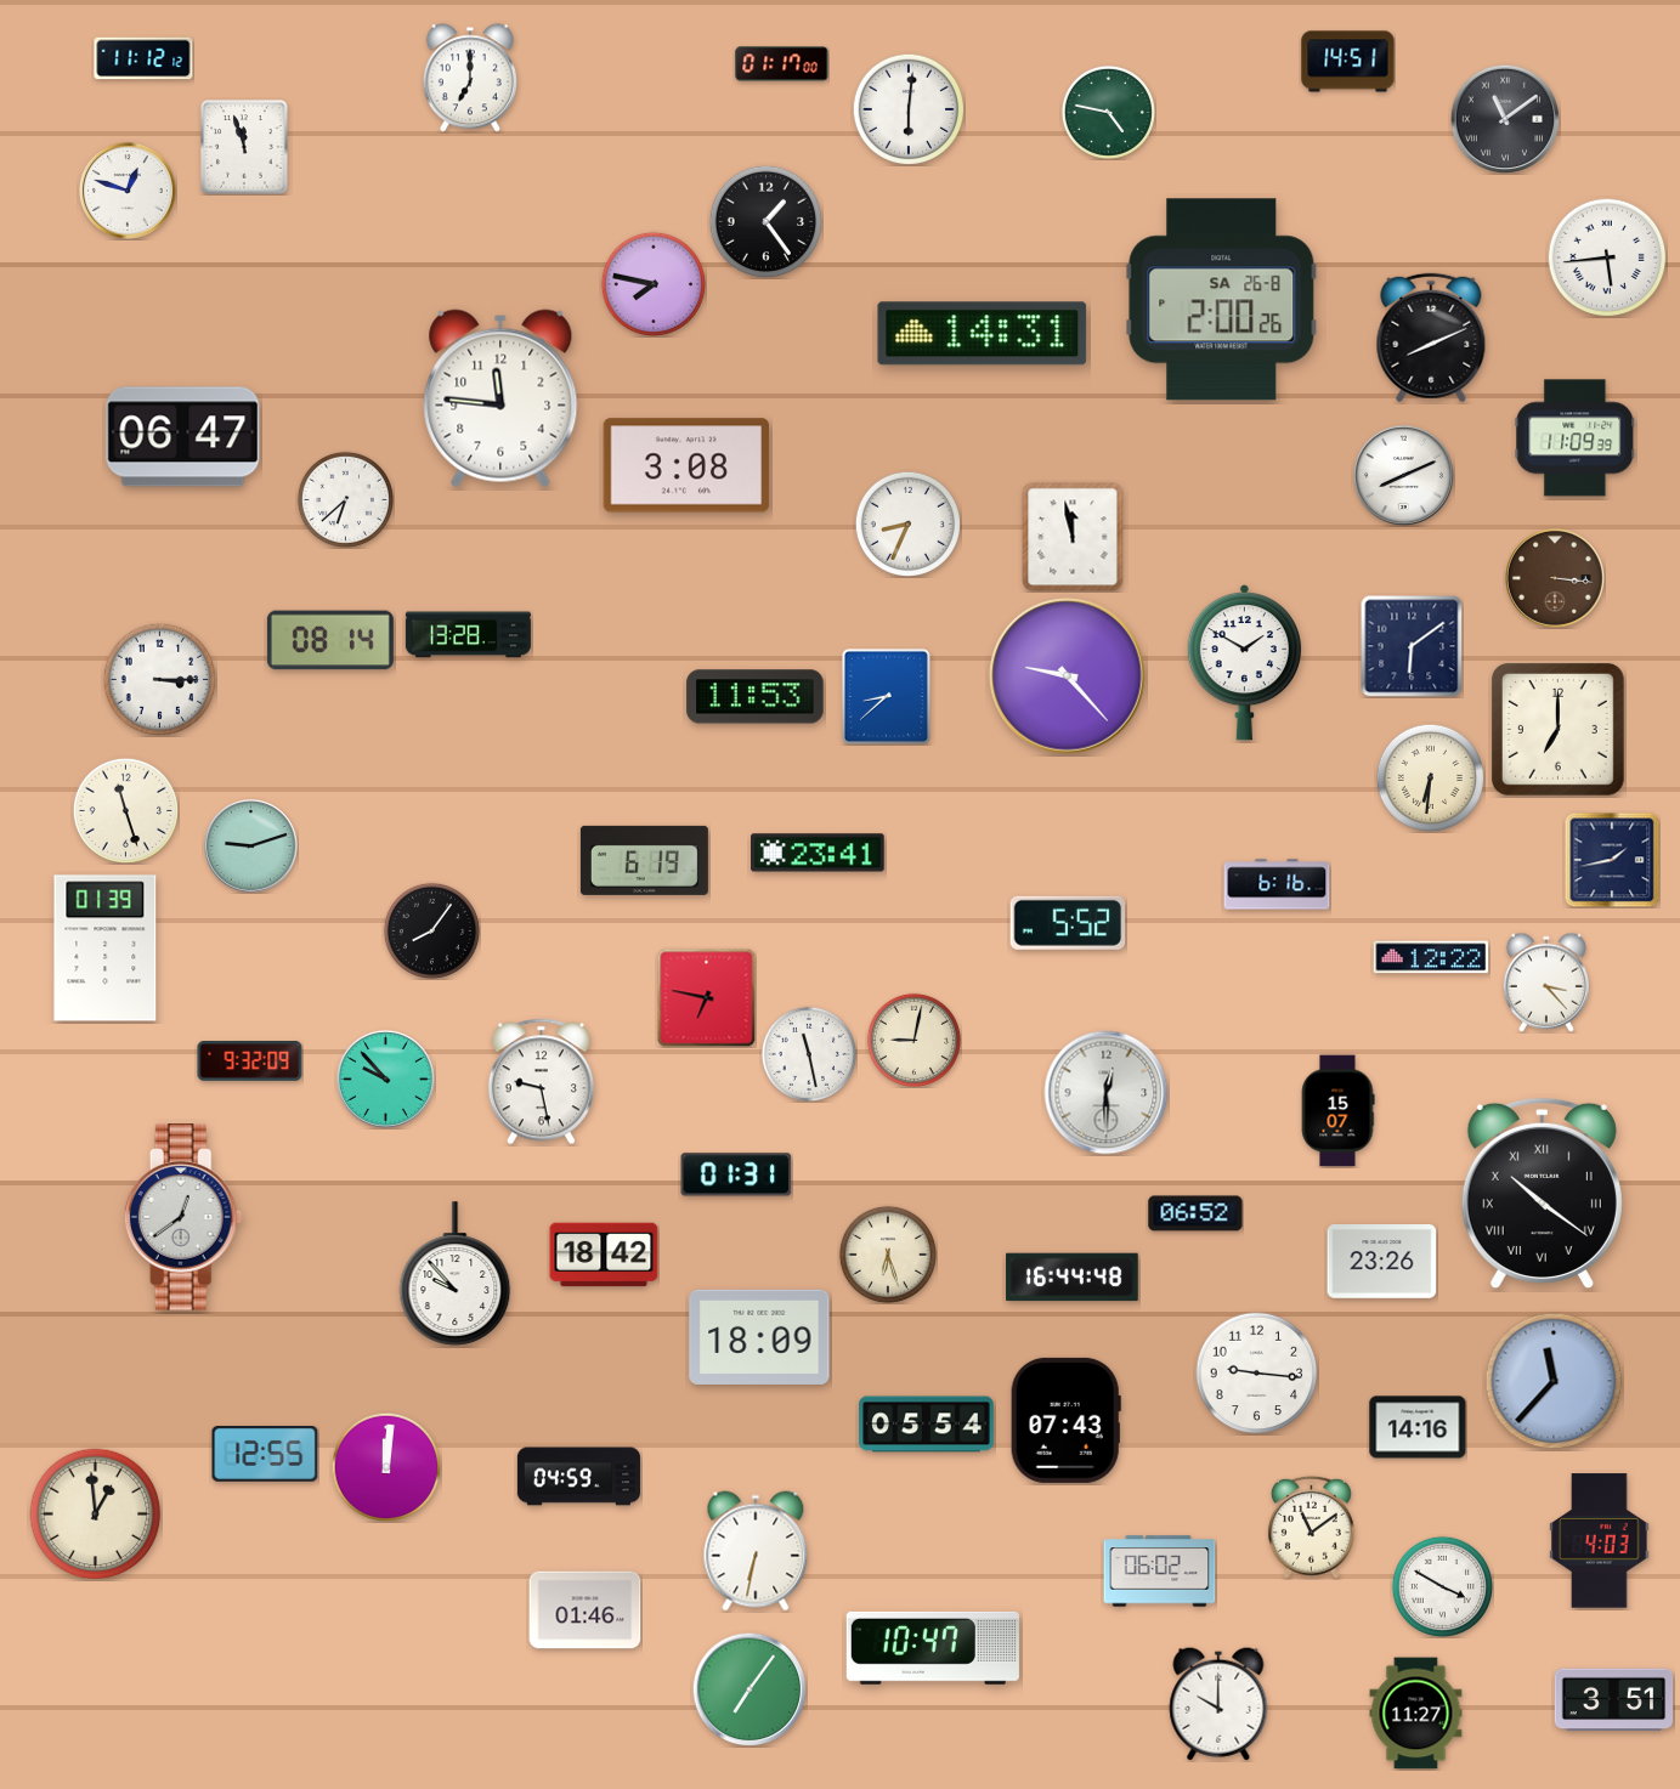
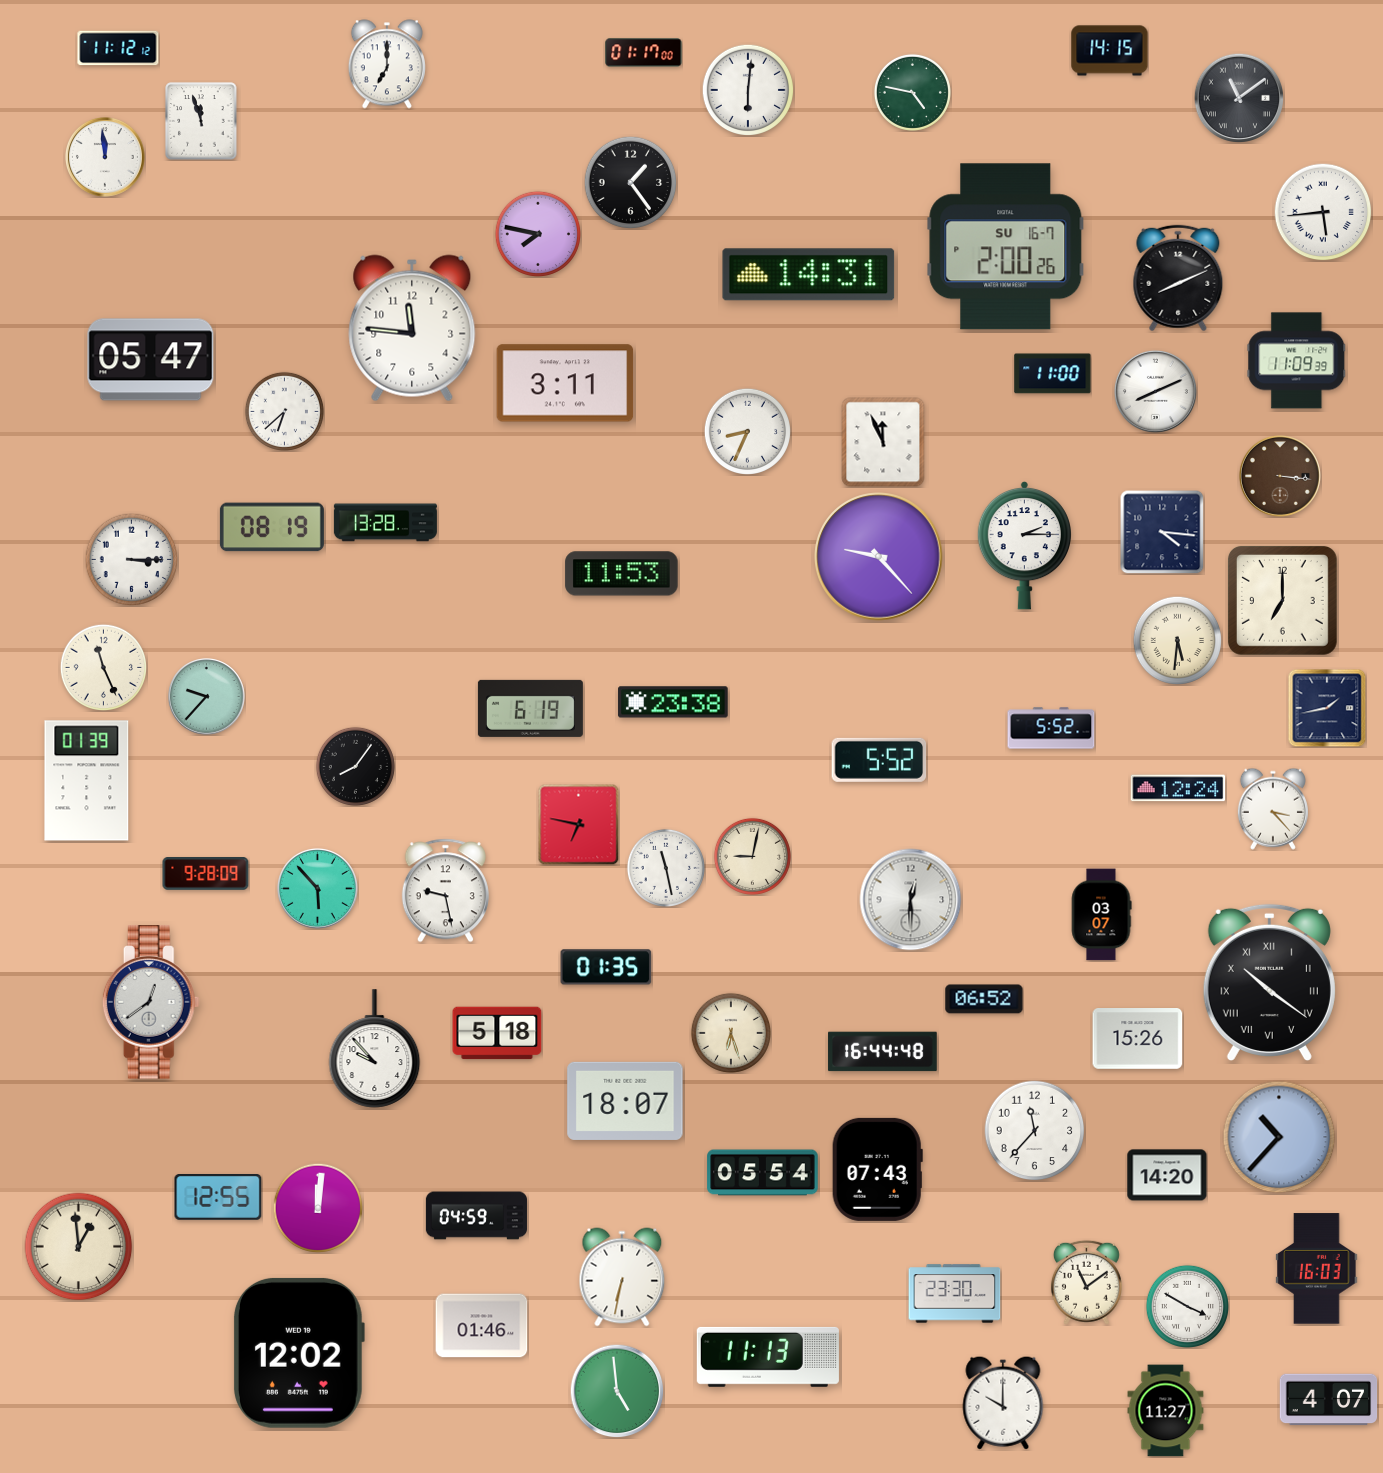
clock at (1348, 62): 14:51 -> 14:15
clock at (128, 191): 12:48 -> 11:59
clock at (1222, 300) date: SA 26-8 -> SU 16-7
clock at (183, 437): 06:47 -> 05:47
clock at (1053, 374): none -> 11:00
clock at (686, 465): 3:08 -> 3:11
clock at (1073, 537): 11:58 -> 11:56
clock at (330, 640): 08:14 -> 08:19
clock at (1412, 646): 6:09 -> 4:16
clock at (1244, 662): 1:50 -> 2:15
clock at (886, 696): 8:38 -> none
clock at (1430, 777): 6:31 -> 5:31
clock at (125, 810): 11:27 -> 11:26
clock at (251, 847): 9:12 -> 9:37
clock at (818, 853): 23:41 -> 23:38
clock at (1277, 884): 6:16 -> 5:52
clock at (1431, 957): 12:22 -> 12:24
clock at (706, 997) position: (706, 997) -> (578, 824)
clock at (250, 1061): 9:32 -> 9:28
clock at (385, 1079): 9:53 -> 5:53
clock at (1337, 1111): 15:07 -> 03:07
clock at (736, 1174): 01:31 -> 01:35
clock at (604, 1255): 18:42 -> 5:18
clock at (1382, 1262): 23:26 -> 15:26
clock at (759, 1337): 18:09 -> 18:07
clock at (1257, 1374): 9:16 -> 11:37
clock at (1554, 1381): 11:37 -> 10:37
clock at (1418, 1427): 14:16 -> 14:20
clock at (1311, 1527) position: (1311, 1527) -> (1086, 1282)
clock at (1600, 1541): 4:03 -> 16:03
clock at (1160, 1572): 06:02 -> 23:30
clock at (298, 1353): none -> 12:02
clock at (933, 1648): 10:47 -> 11:13
clock at (750, 1689): 7:06 -> 4:59
clock at (1614, 1700): 3:51 -> 4:07
